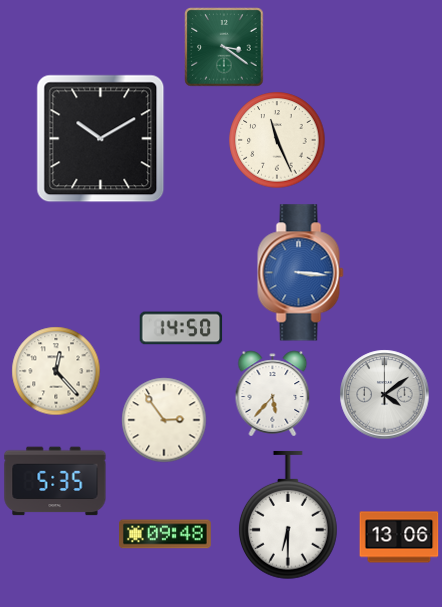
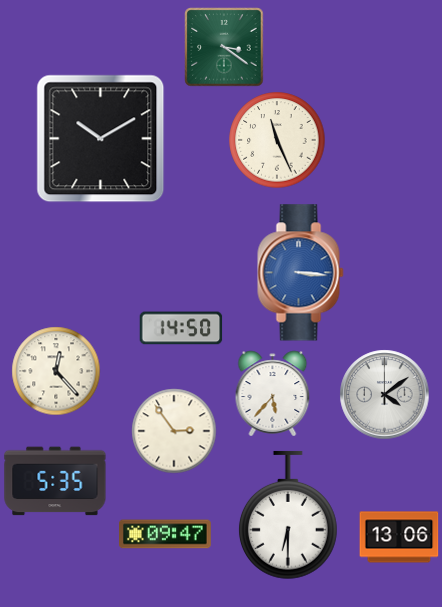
clock at (164, 420) position: (164, 420) -> (174, 431)
clock at (166, 534): 09:48 -> 09:47
